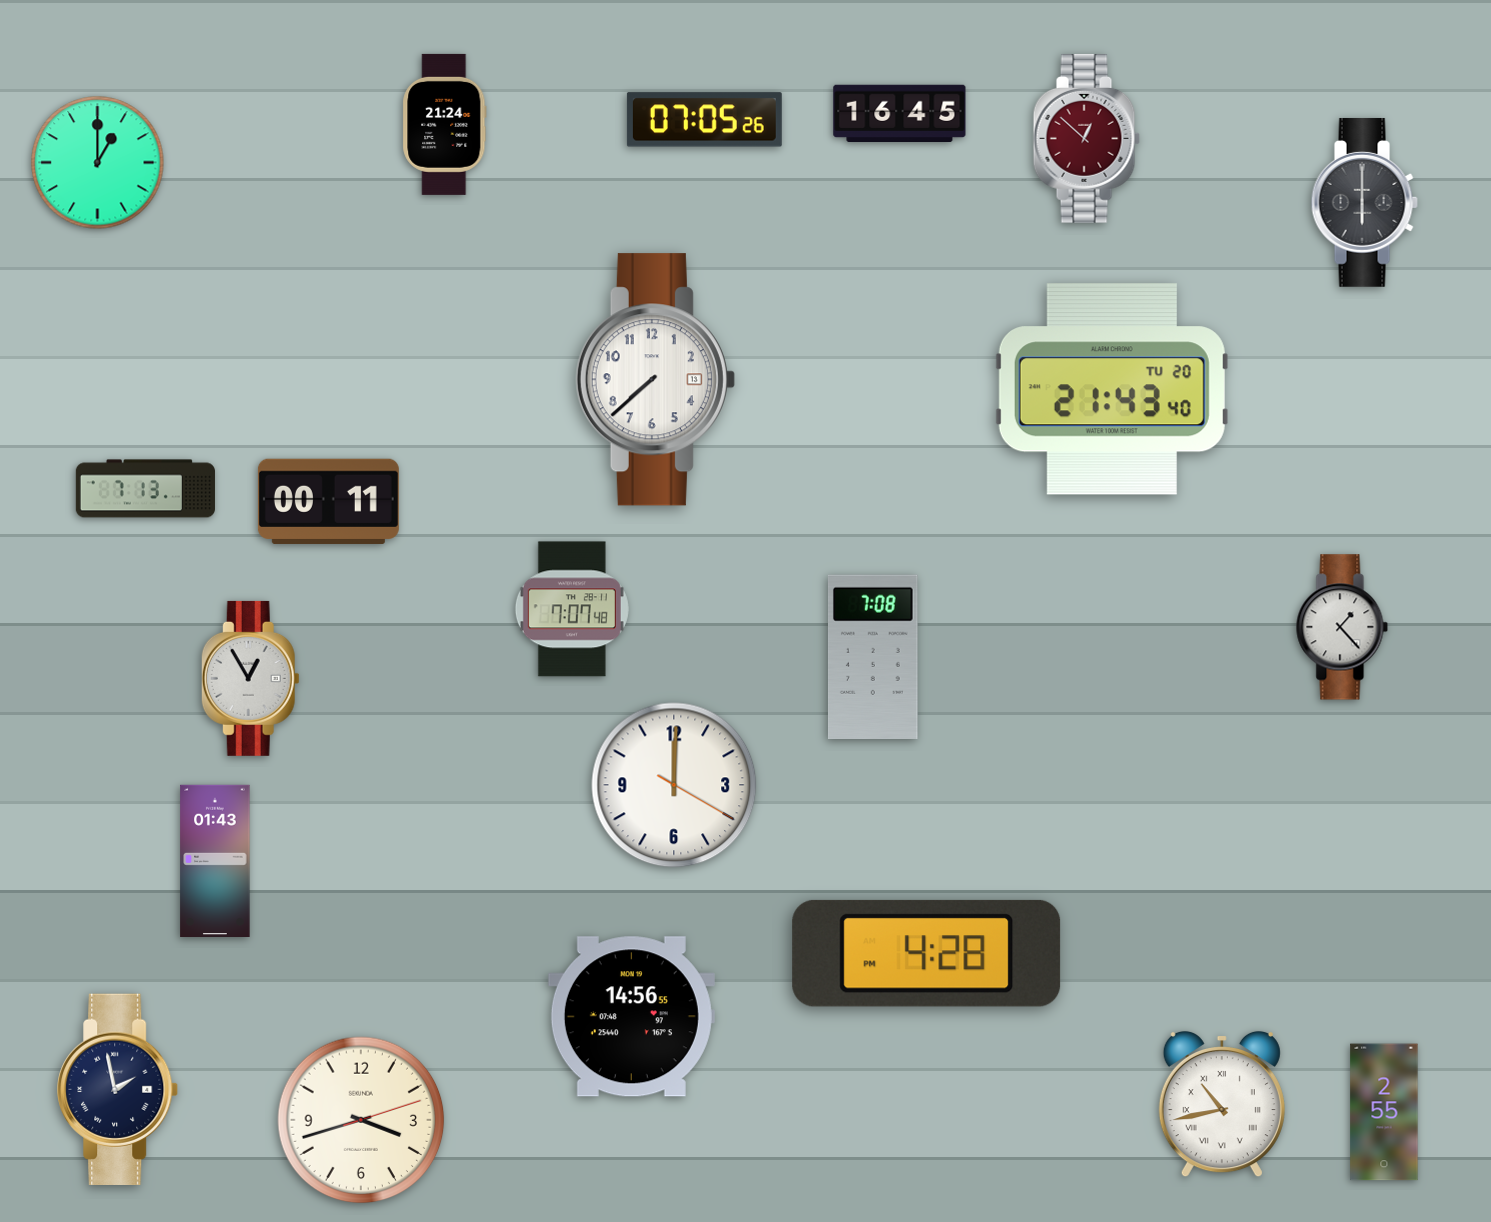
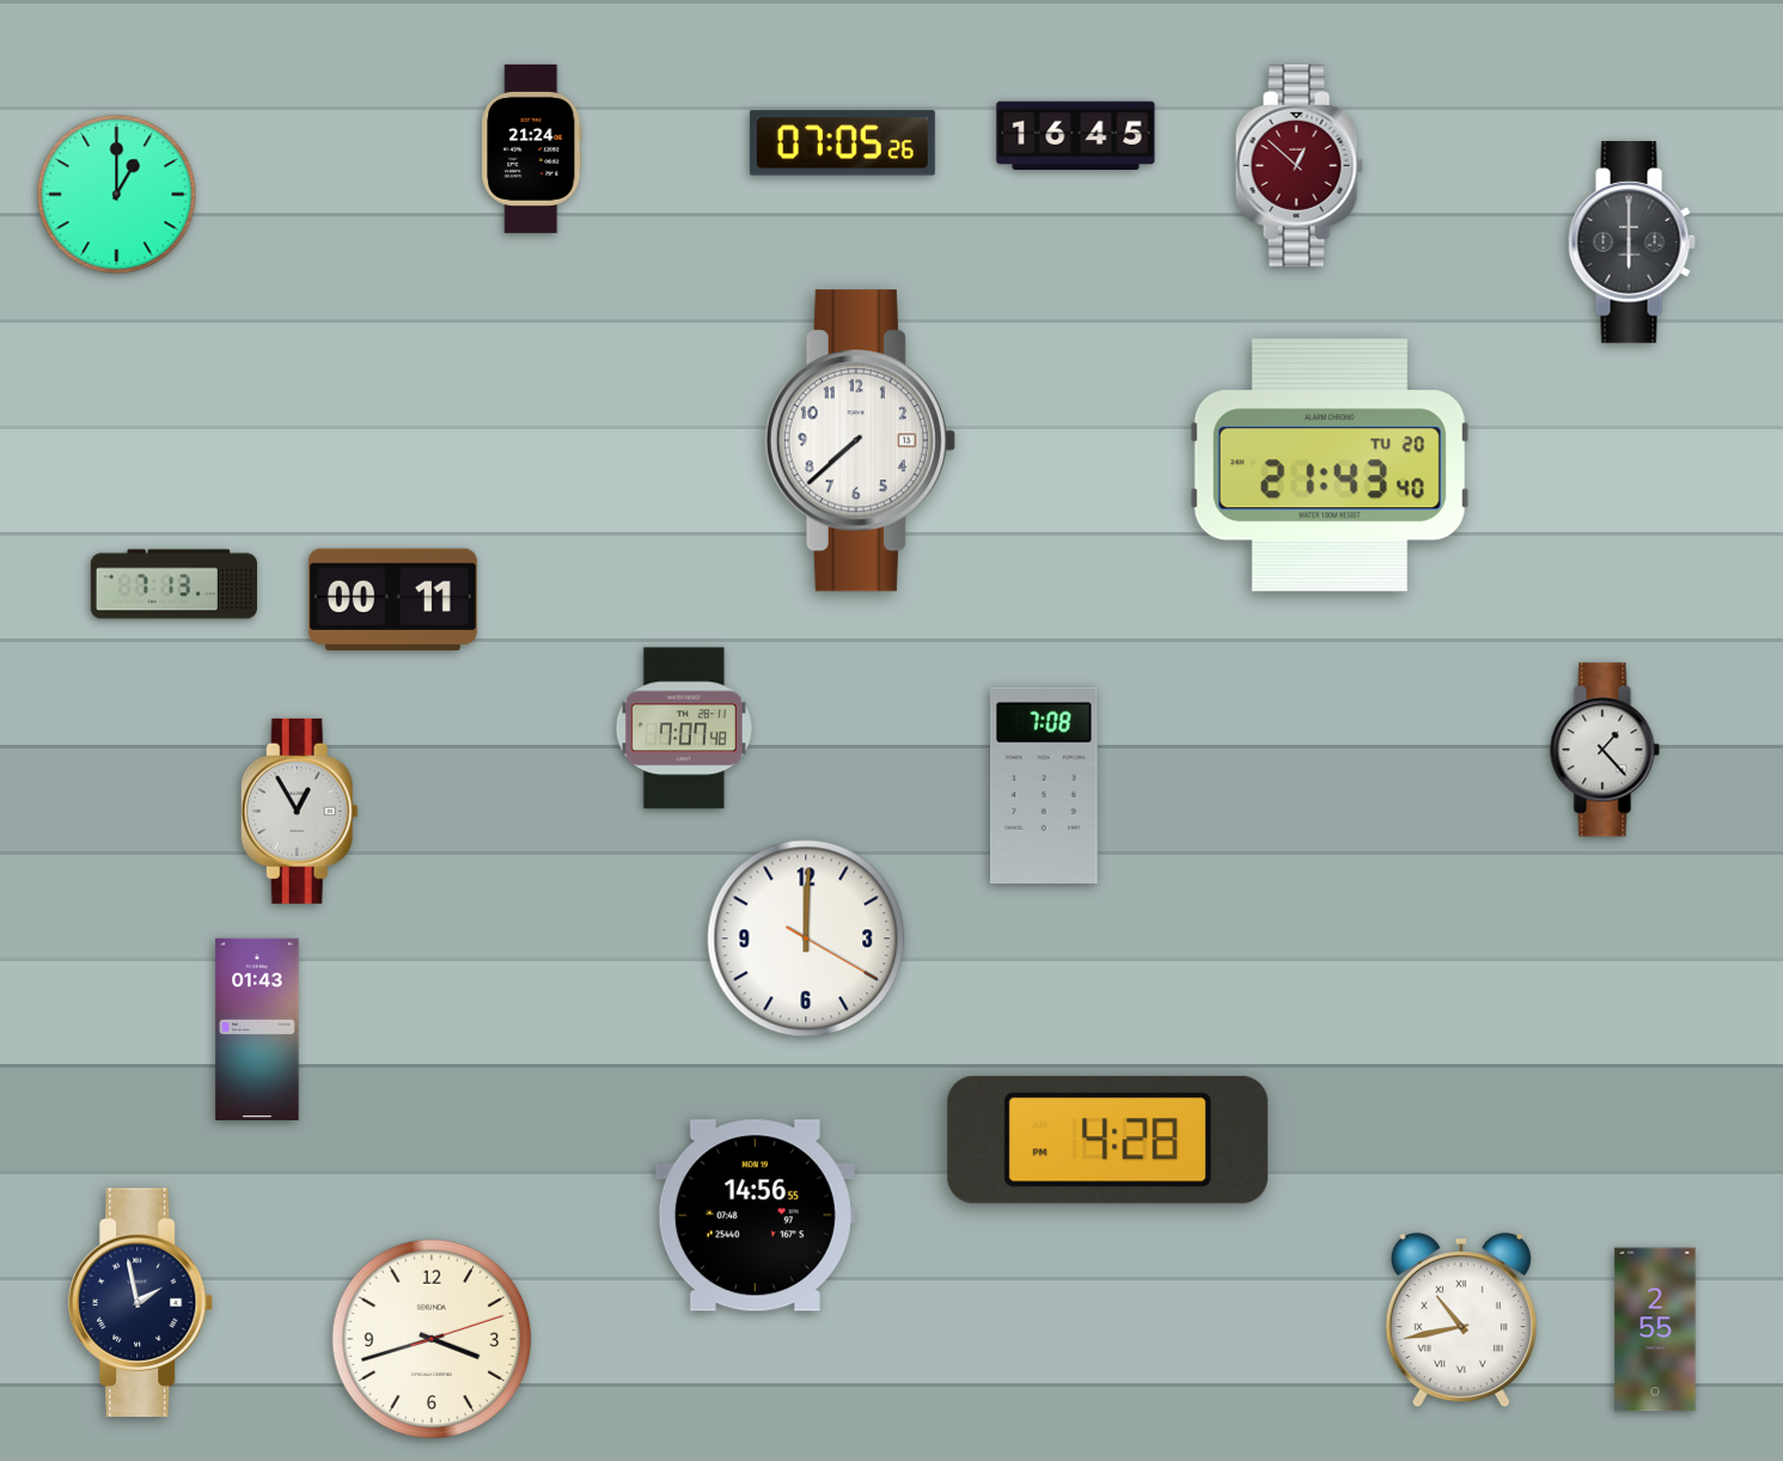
clock at (655, 380) position: (655, 380) -> (860, 441)
